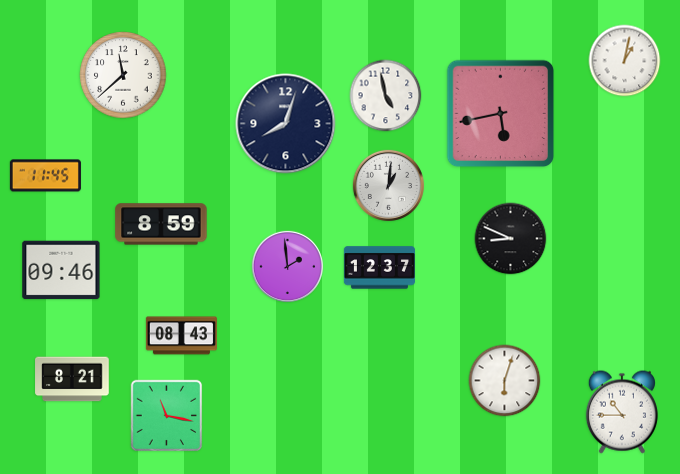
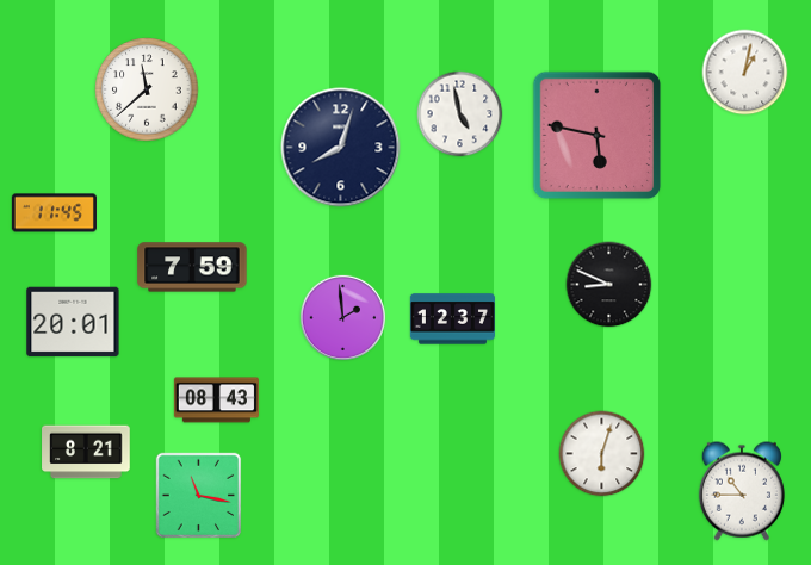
clock at (501, 114): 5:43 -> 5:47
clock at (45, 176) position: (45, 176) -> (54, 213)
clock at (388, 185): 1:01 -> none
clock at (161, 224): 8:59 -> 7:59
clock at (61, 270): 09:46 -> 20:01
